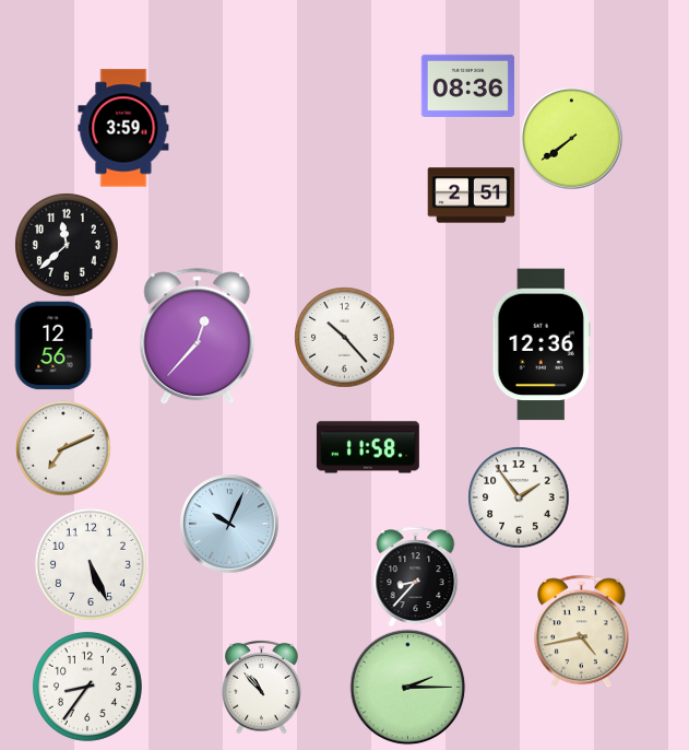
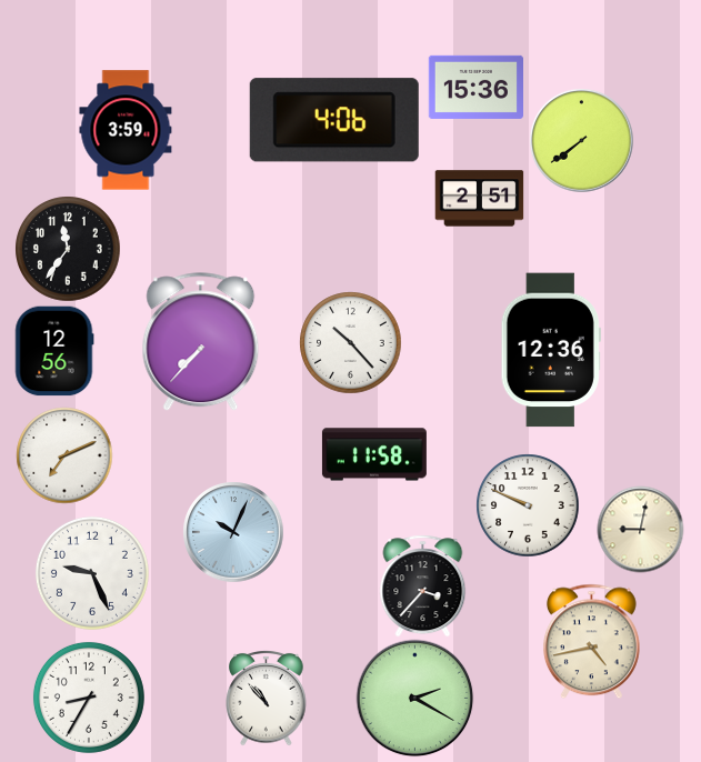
clock at (467, 85): 08:36 -> 15:36
clock at (334, 120): none -> 4:06
clock at (67, 245): 11:38 -> 11:36
clock at (198, 337): 12:37 -> 7:37
clock at (519, 497): 1:54 -> 9:49
clock at (640, 529): none -> 9:02
clock at (91, 564): 5:26 -> 9:26
clock at (416, 576): 8:37 -> 3:37
clock at (87, 687): 8:36 -> 8:35
clock at (407, 687): 2:15 -> 2:20
